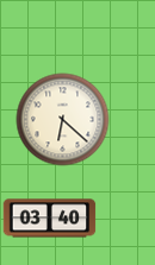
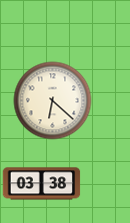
clock at (49, 219): 03:40 -> 03:38
